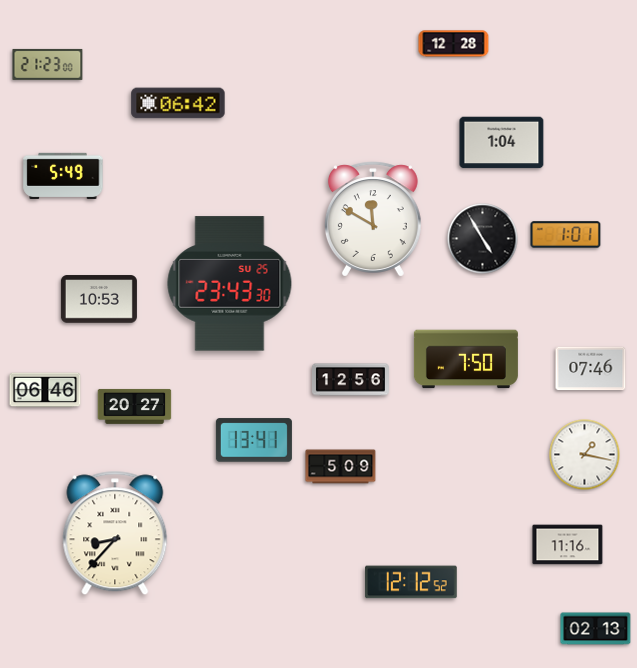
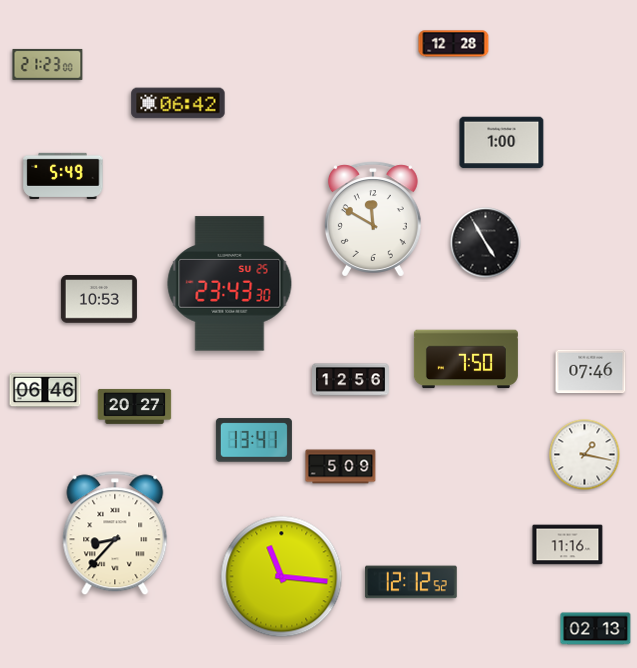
clock at (502, 143): 1:04 -> 1:00
clock at (566, 235): 1:01 -> none
clock at (483, 239) position: (483, 239) -> (486, 243)
clock at (591, 369) position: (591, 369) -> (591, 372)
clock at (282, 577): none -> 11:16
